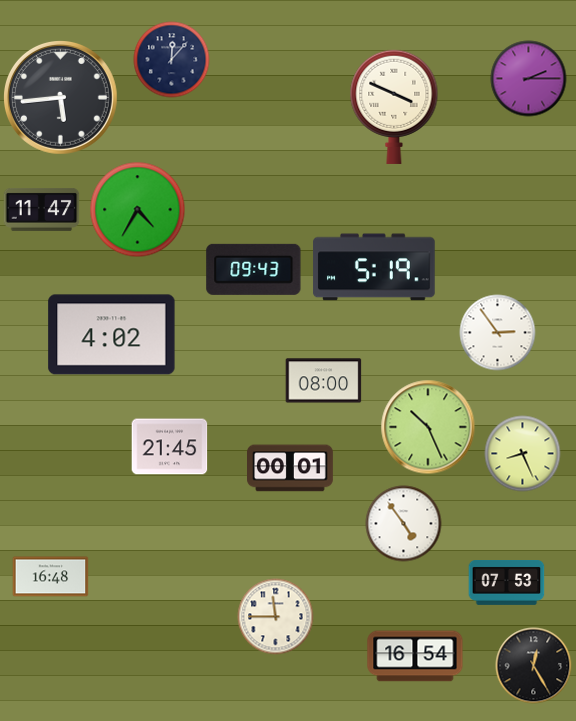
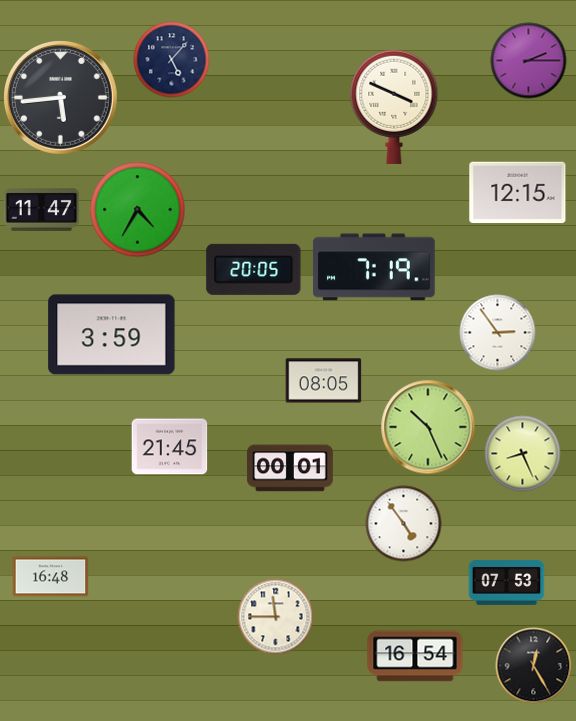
clock at (172, 60): 12:07 -> 5:07
clock at (529, 79) position: (529, 79) -> (529, 61)
clock at (518, 193): none -> 12:15
clock at (374, 267): 5:19 -> 7:19
clock at (254, 269): 09:43 -> 20:05
clock at (112, 335): 4:02 -> 3:59
clock at (324, 381): 08:00 -> 08:05
